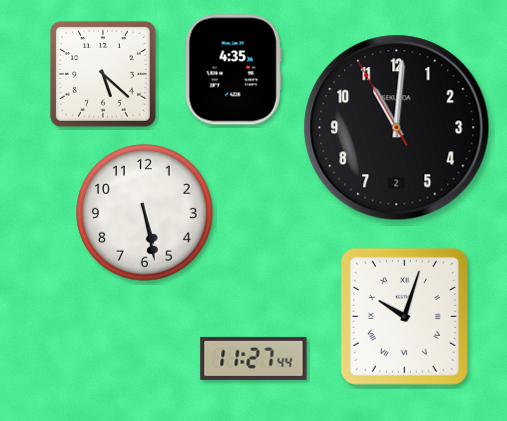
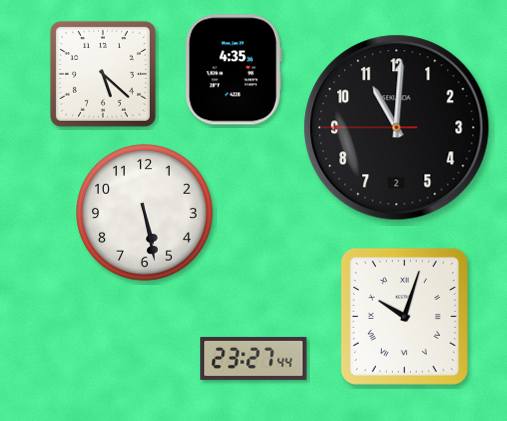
clock at (397, 128): 11:00:55 -> 11:00:45
clock at (254, 358): 11:27 -> 23:27
